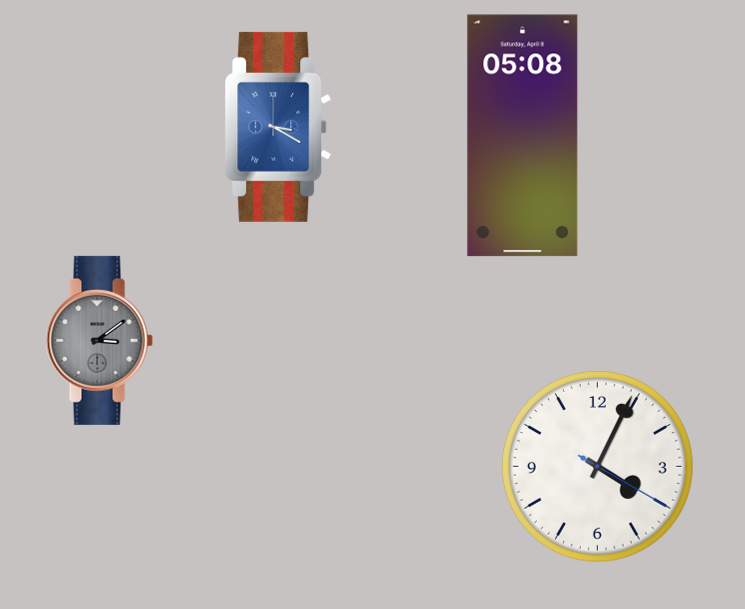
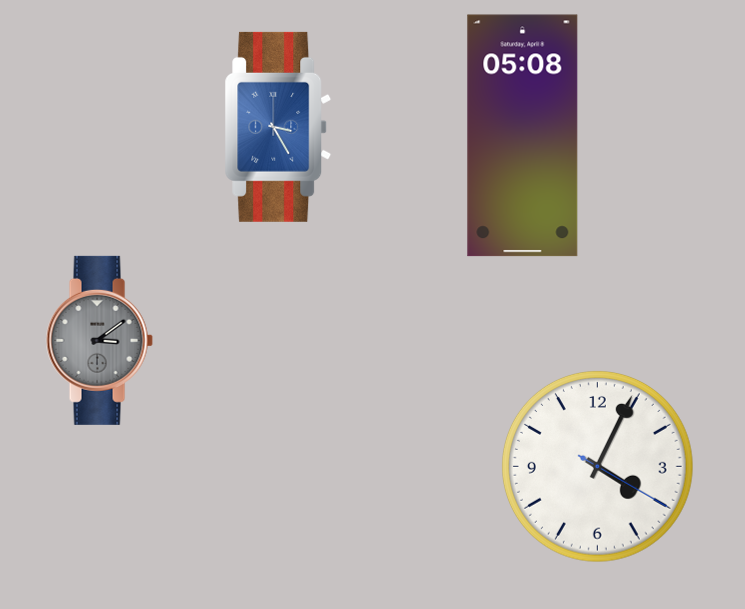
clock at (278, 127): 3:20 -> 3:25
